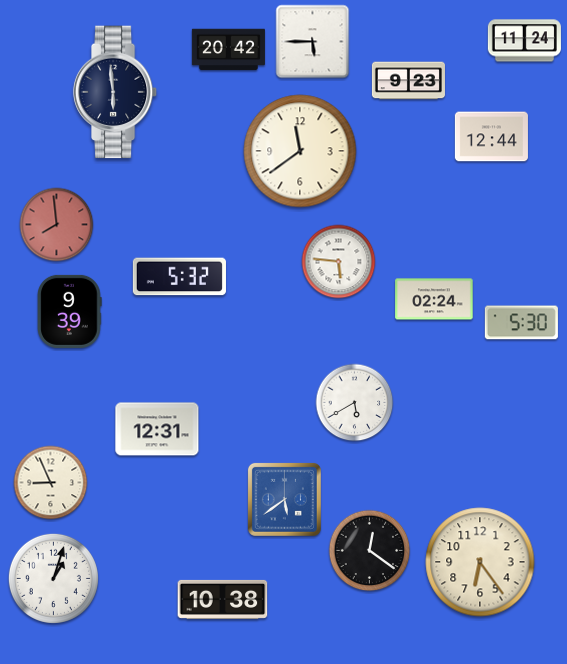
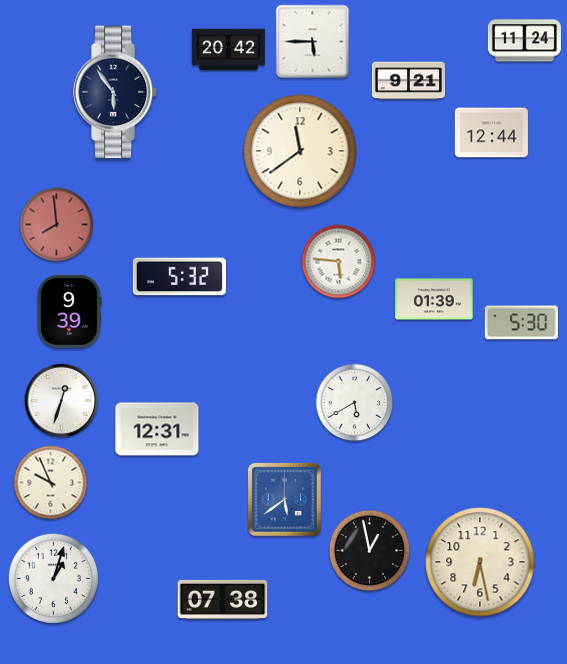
clock at (408, 81): 9:23 -> 9:21
clock at (115, 92): 5:59 -> 5:54
clock at (491, 137) position: (491, 137) -> (491, 133)
clock at (434, 299): 02:24 -> 01:39
clock at (62, 401): none -> 12:33
clock at (51, 483): 8:56 -> 9:56
clock at (370, 551): 12:21 -> 12:58
clock at (480, 562): 6:24 -> 6:28
clock at (223, 599): 10:38 -> 07:38
